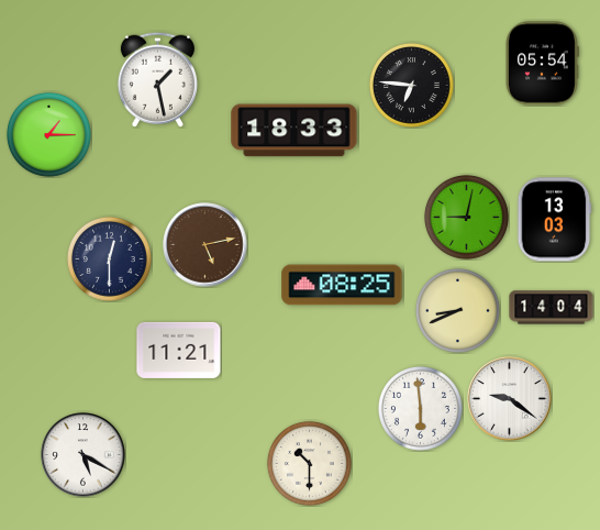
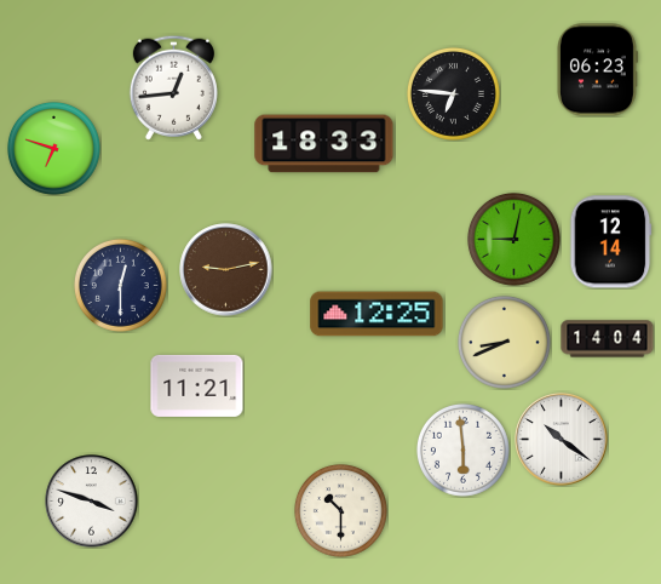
clock at (543, 64): 05:54 -> 06:23
clock at (157, 79): 1:28 -> 12:44
clock at (48, 134): 1:15 -> 6:48
clock at (555, 220): 13:03 -> 12:14
clock at (205, 245): 5:13 -> 9:13
clock at (342, 285): 08:25 -> 12:25
clock at (510, 399): 9:21 -> 10:21
clock at (84, 455): 5:20 -> 3:48
